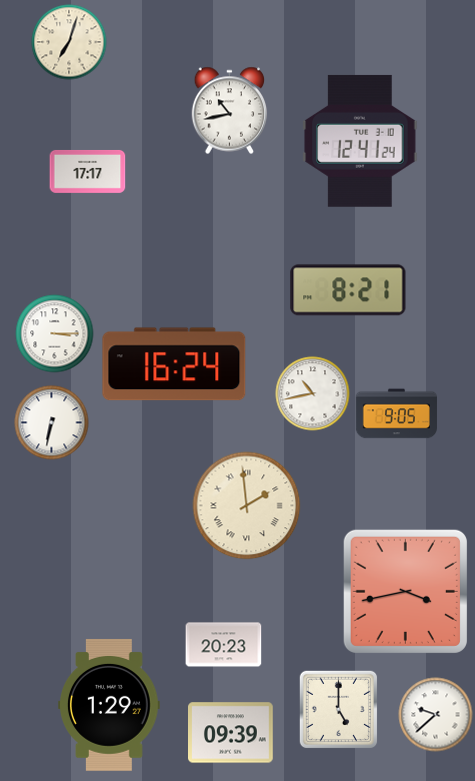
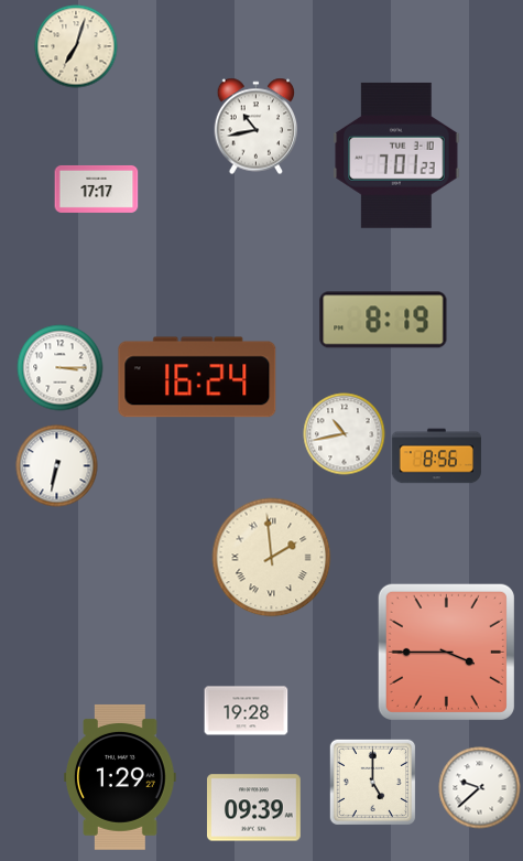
clock at (230, 111) position: (230, 111) -> (257, 127)
clock at (360, 141): 12:41 -> 7:01
clock at (348, 290): 8:21 -> 8:19
clock at (174, 364) position: (174, 364) -> (197, 377)
clock at (396, 414): 9:05 -> 8:56
clock at (405, 591): 3:43 -> 3:45
clock at (224, 645): 20:23 -> 19:28
